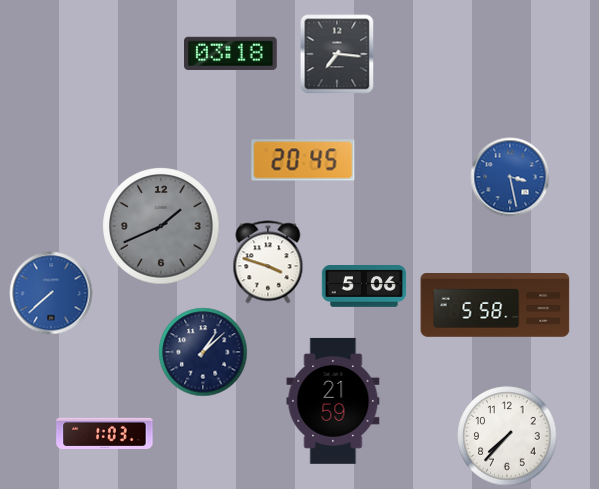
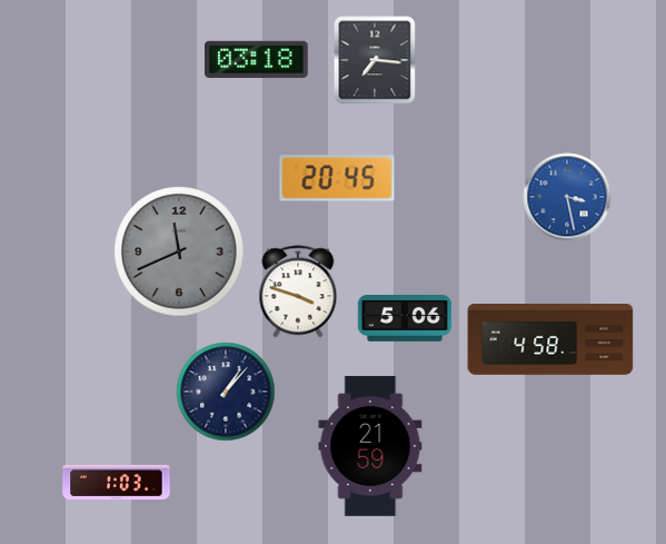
clock at (161, 226): 1:41 -> 11:41
clock at (51, 293): 7:38 -> none
clock at (495, 306): 5:58 -> 4:58
clock at (203, 352): 1:08 -> 1:07
clock at (507, 436): 7:37 -> none
